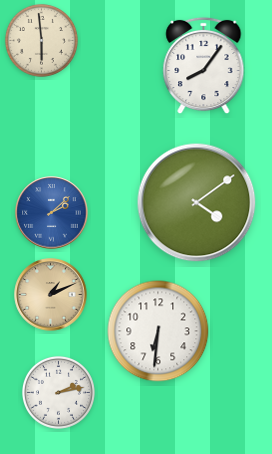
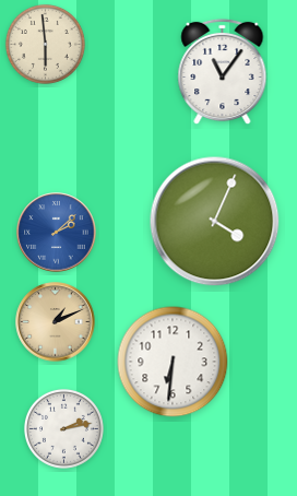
clock at (204, 66): 8:06 -> 11:06
clock at (197, 203): 4:09 -> 4:04
